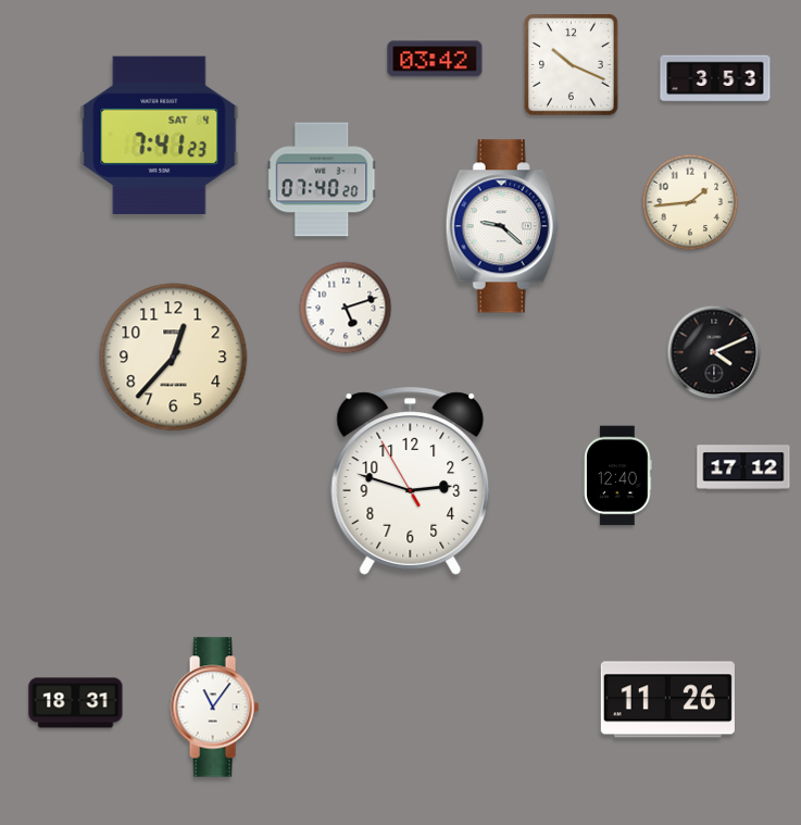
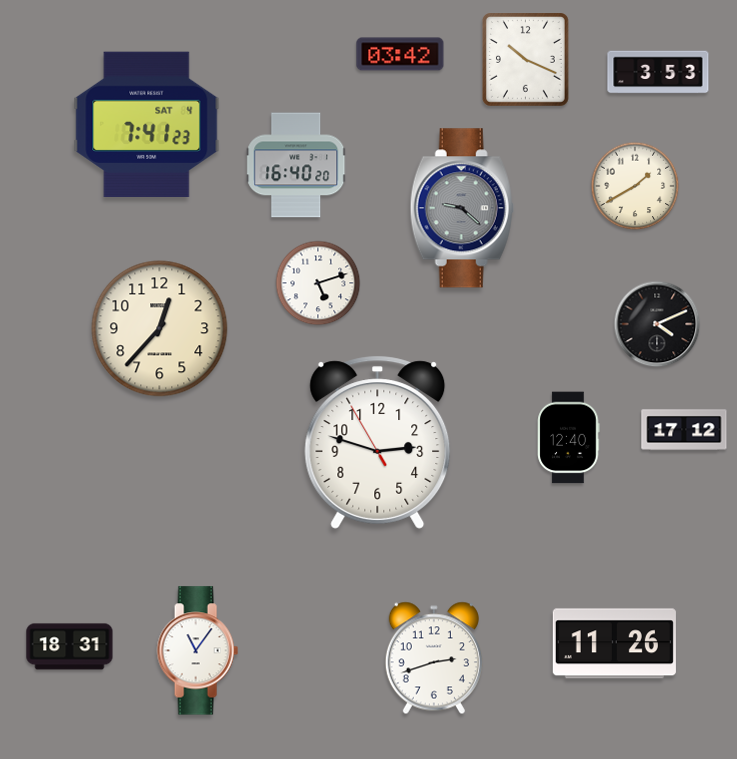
clock at (322, 179): 07:40 -> 16:40
clock at (690, 202): 1:44 -> 1:40
clock at (502, 226) dial: white -> grey
clock at (434, 658): none -> 2:42
